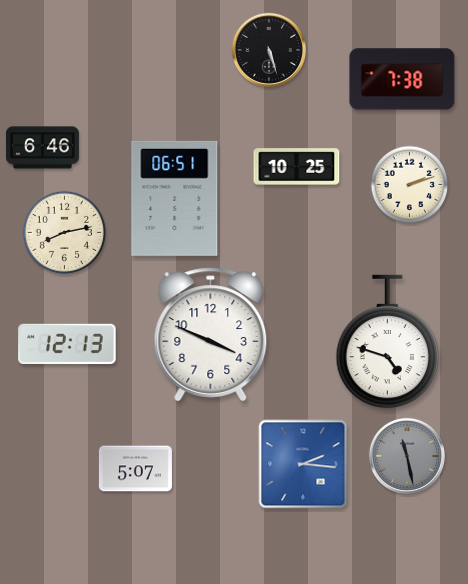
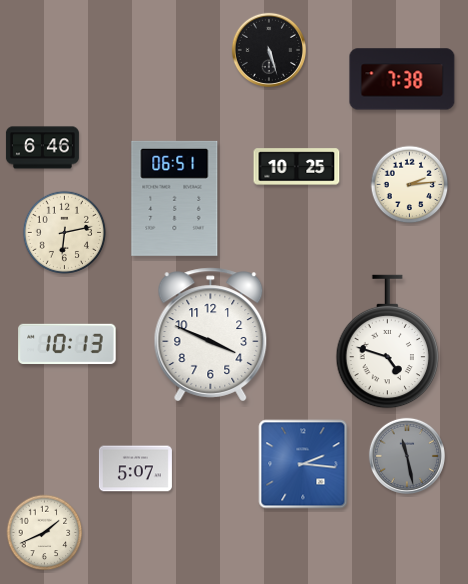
clock at (410, 185): 2:12 -> 2:14
clock at (64, 232): 8:13 -> 6:13
clock at (67, 343): 12:13 -> 10:13
clock at (45, 533): none -> 1:41
